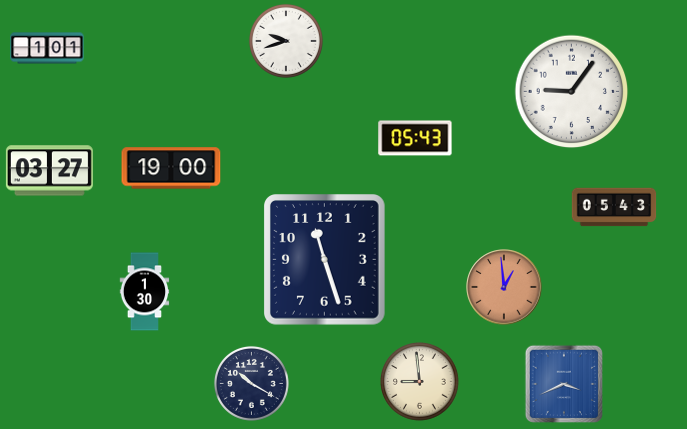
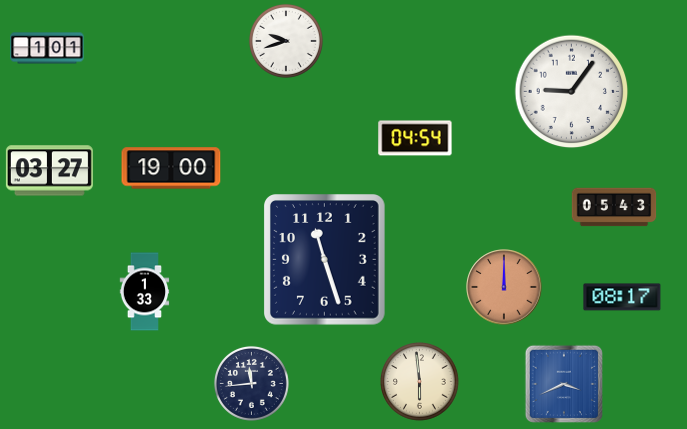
clock at (415, 138): 05:43 -> 04:54
clock at (504, 287): 12:59 -> 12:00
clock at (145, 292): 1:30 -> 1:33
clock at (622, 297): none -> 08:17
clock at (420, 382): 8:59 -> 5:59
clock at (251, 383): 10:20 -> 11:44
